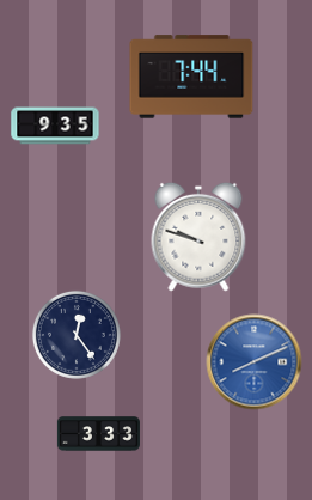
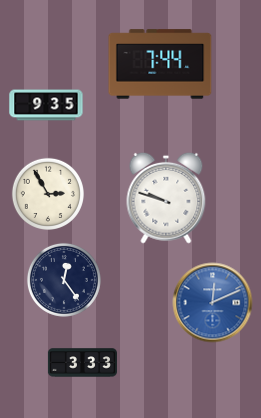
clock at (47, 193): none -> 2:55
clock at (255, 362): 8:11 -> 12:11
